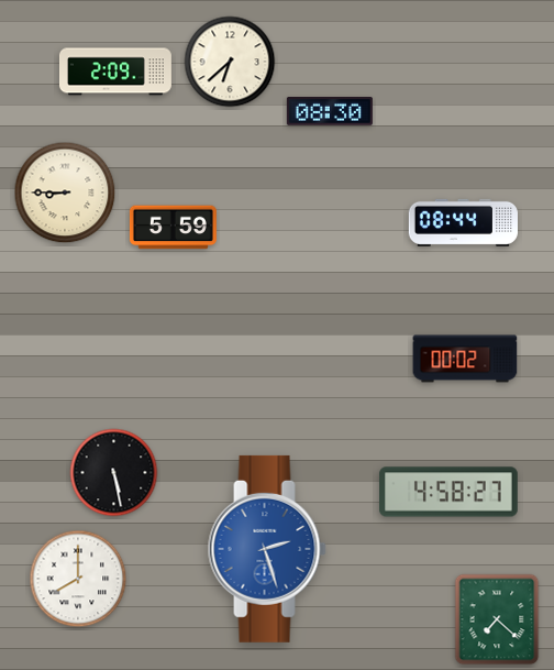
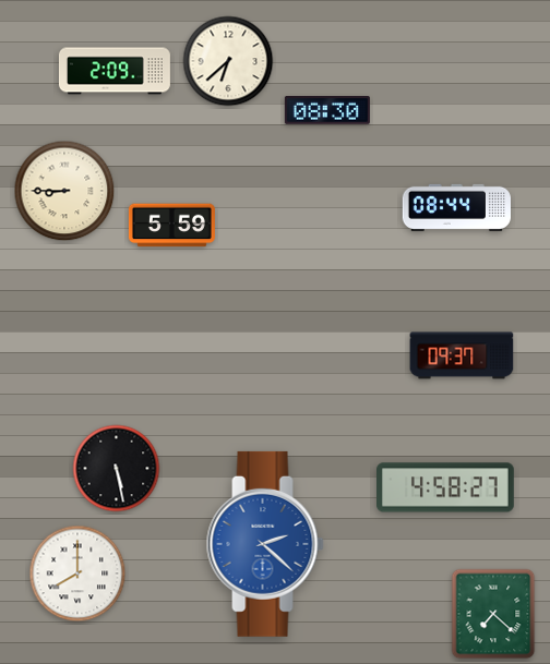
clock at (463, 222) position: (463, 222) -> (456, 207)
clock at (465, 359): 00:02 -> 09:37
clock at (114, 473) position: (114, 473) -> (117, 469)
clock at (267, 549): 2:27 -> 2:22
